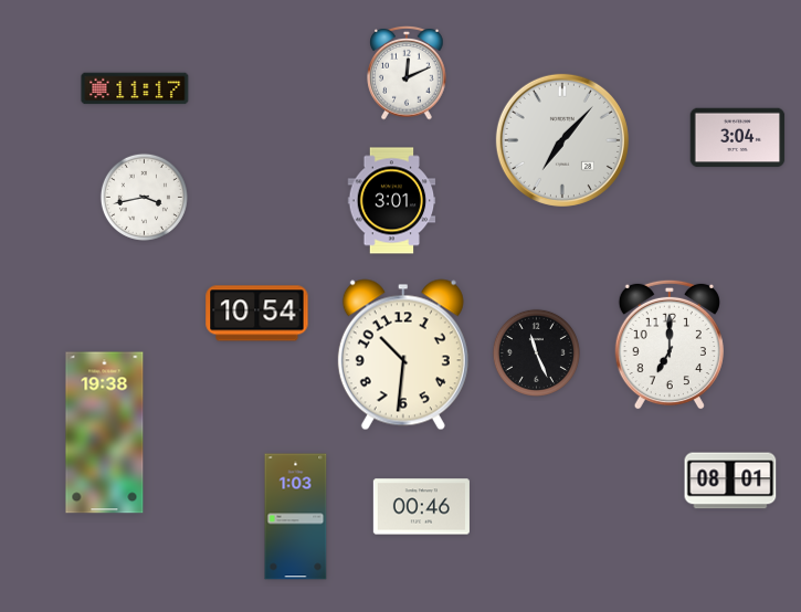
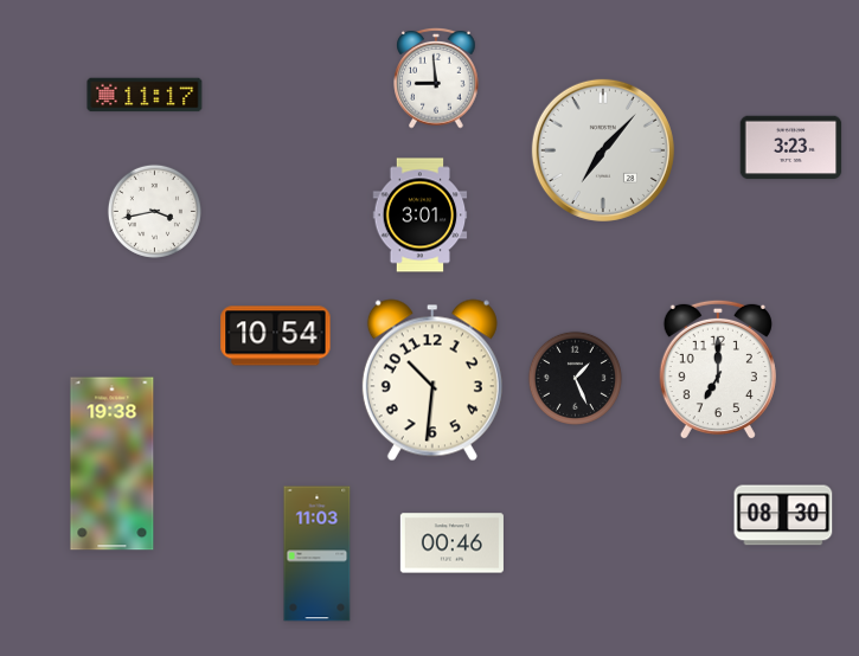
clock at (407, 73): 12:11 -> 8:59
clock at (738, 138): 3:04 -> 3:23
clock at (536, 352): 11:26 -> 1:26
clock at (730, 481): 08:01 -> 08:30
clock at (296, 517): 1:03 -> 11:03
